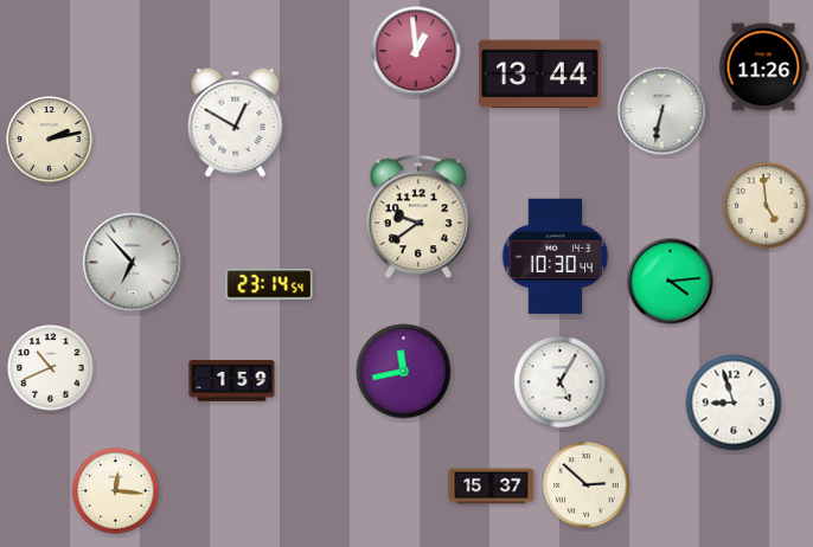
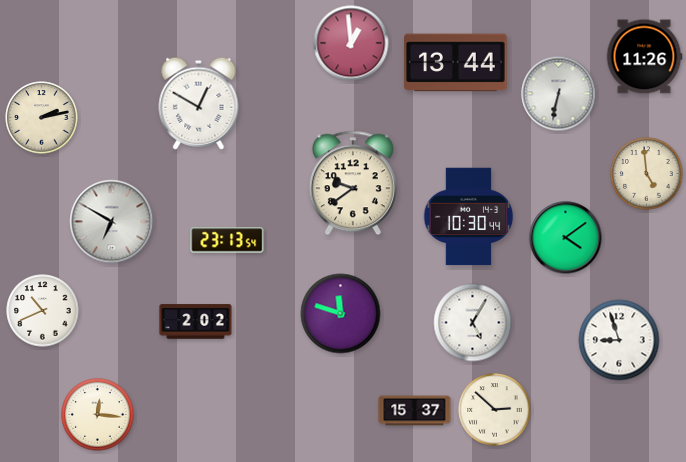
clock at (133, 263): 6:53 -> 6:50
clock at (671, 282): 4:14 -> 4:09
clock at (269, 284): 23:14 -> 23:13
clock at (404, 372): 11:43 -> 11:48
clock at (232, 381): 1:59 -> 2:02
